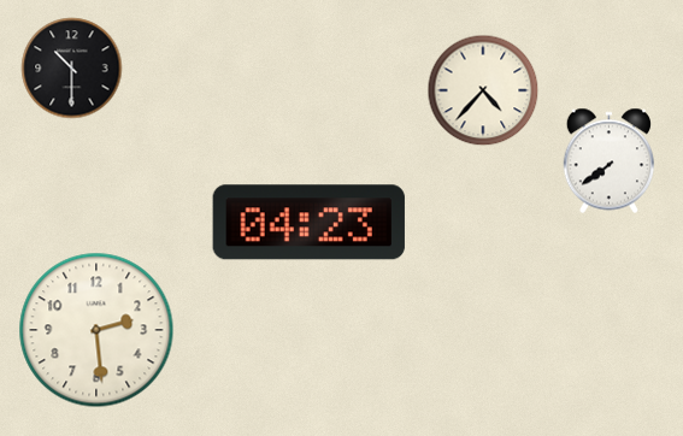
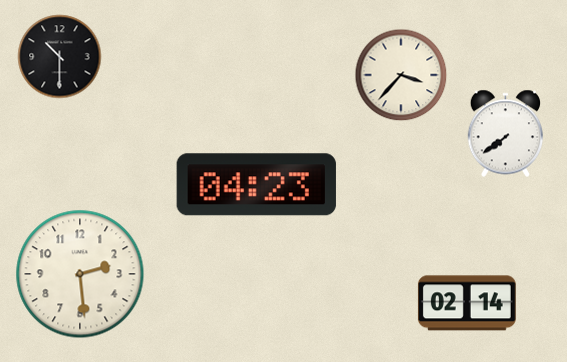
clock at (483, 90): 4:37 -> 3:37
clock at (467, 303): none -> 02:14
